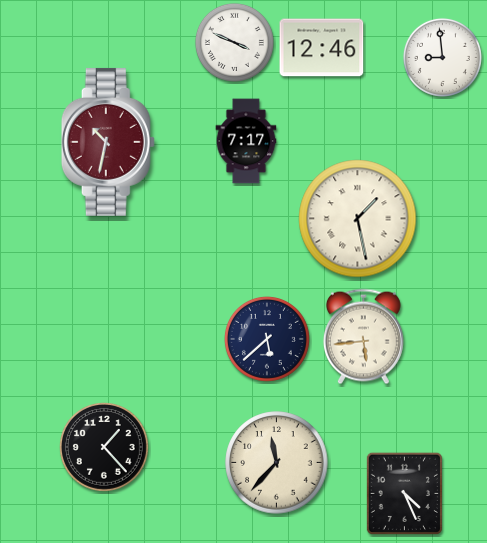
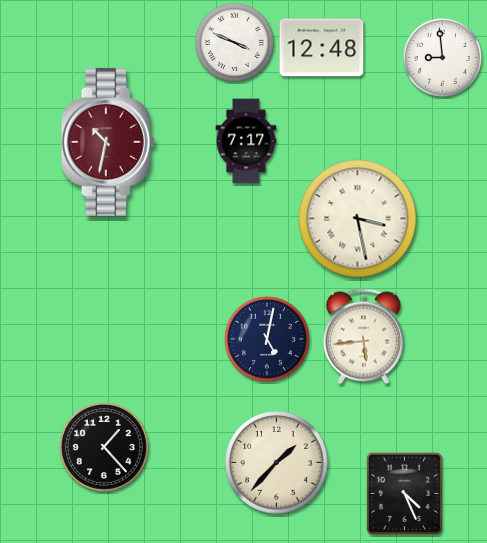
clock at (322, 48): 12:46 -> 12:48
clock at (358, 219): 1:28 -> 3:28
clock at (267, 339): 5:38 -> 5:02
clock at (277, 463): 11:37 -> 1:37
